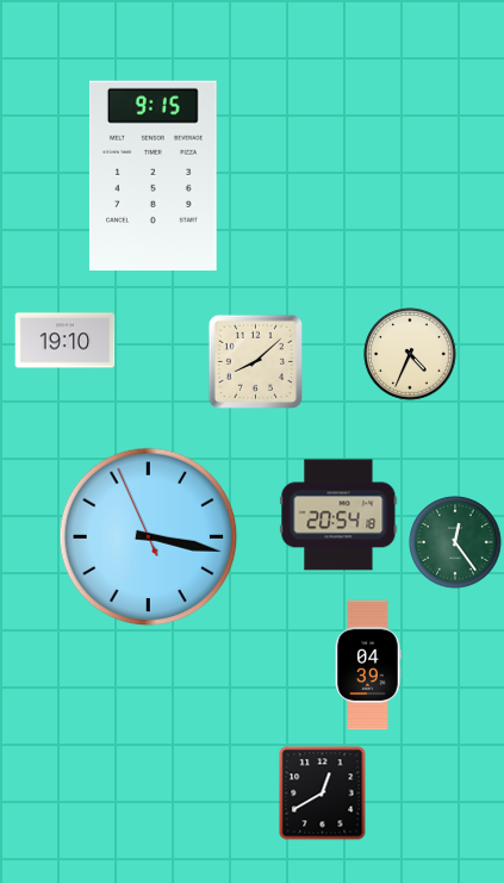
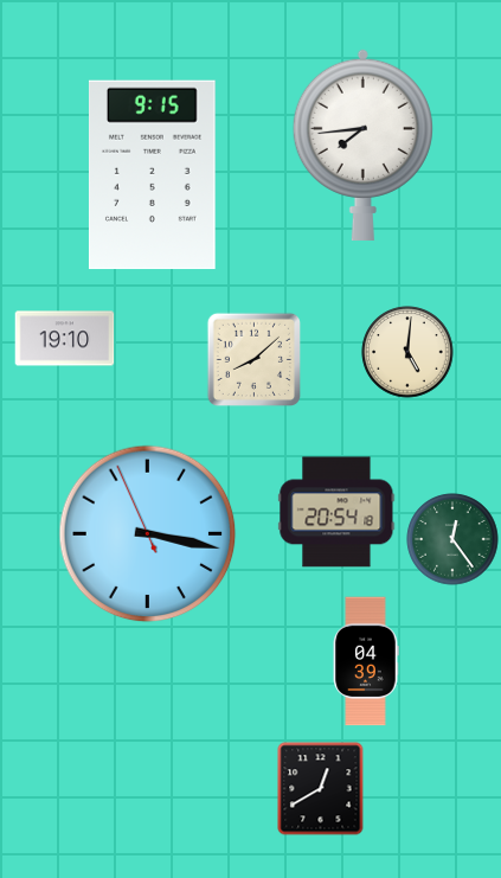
clock at (362, 145): none -> 7:44
clock at (410, 354): 4:34 -> 5:01
